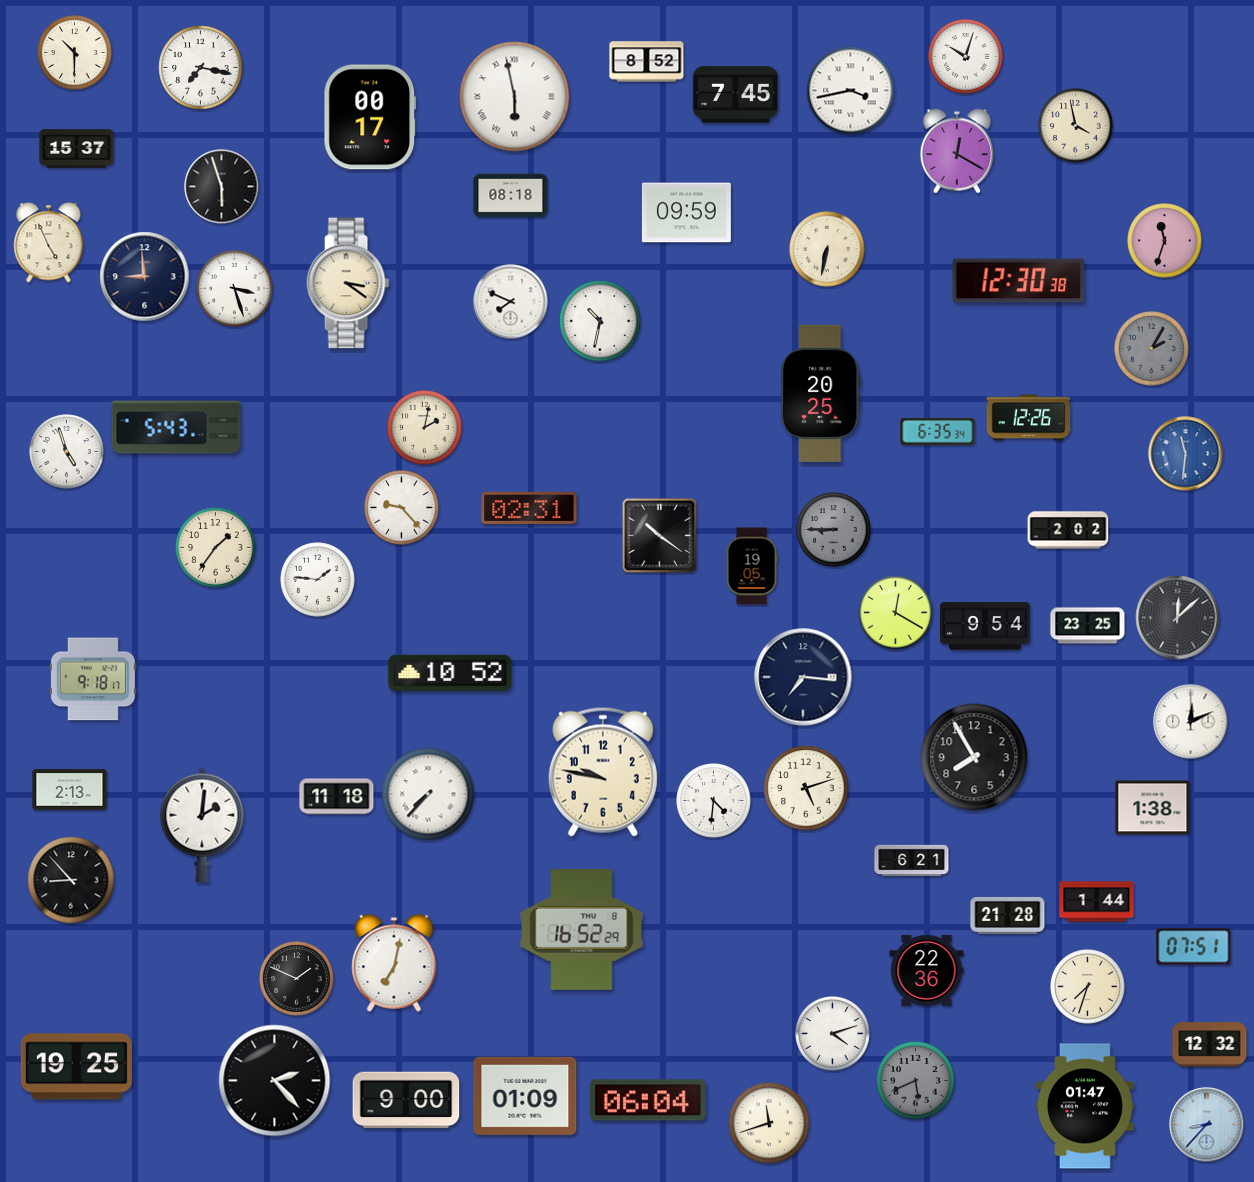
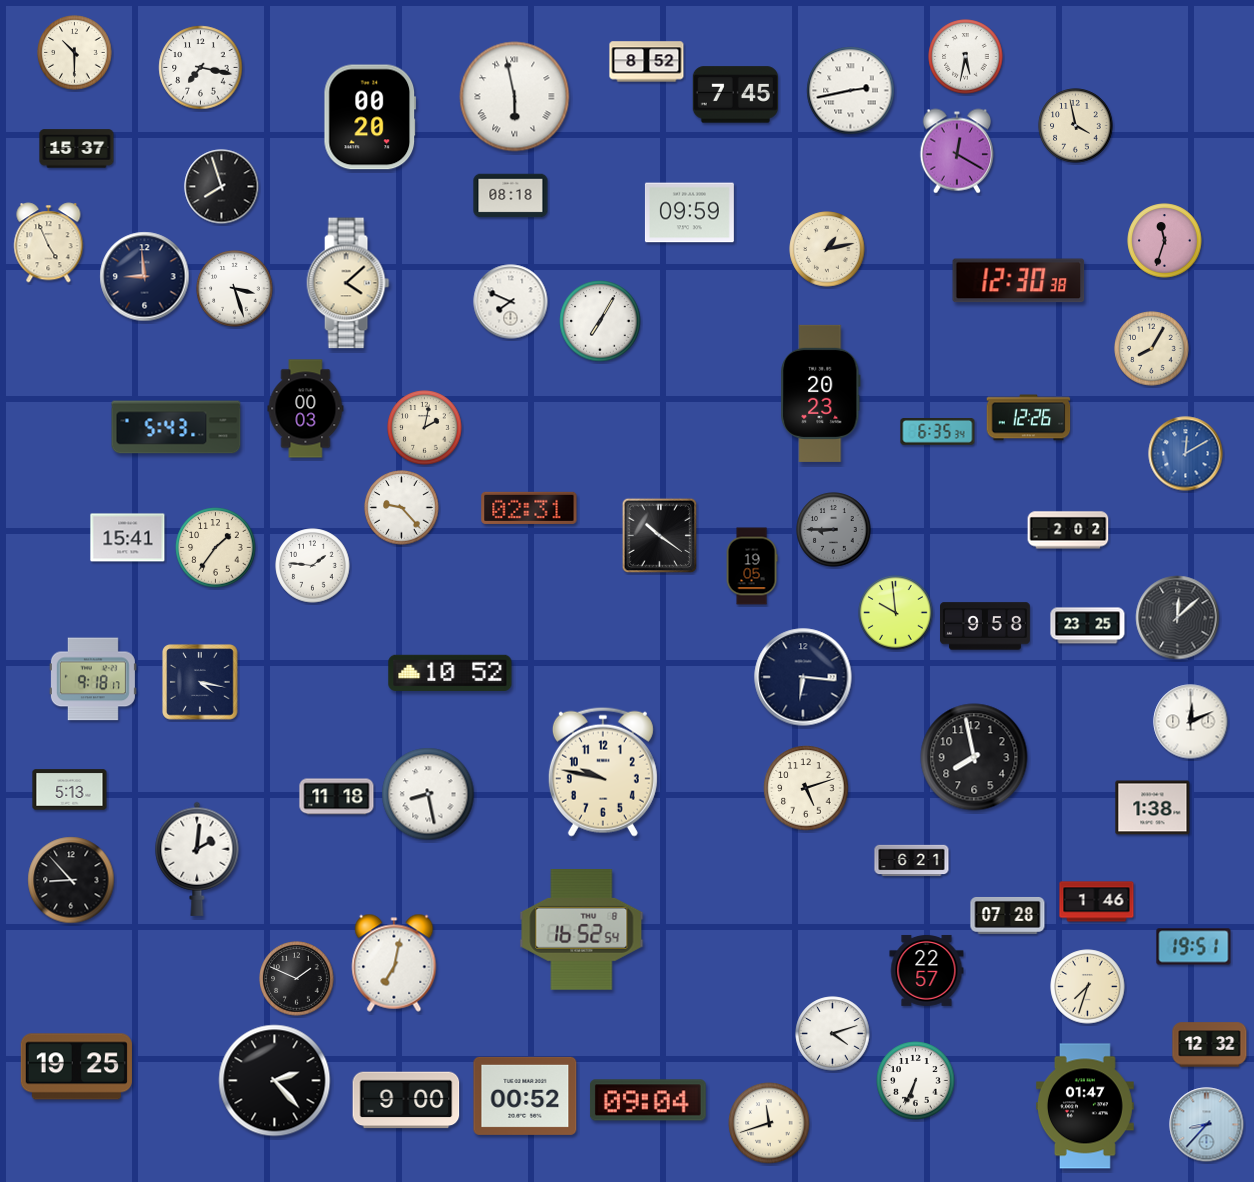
clock at (966, 57): 10:03 -> 5:32
clock at (851, 91): 3:43 -> 2:43
clock at (370, 117): 00:17 -> 00:20
clock at (222, 187): 5:57 -> 7:57
clock at (686, 213) position: (686, 213) -> (689, 213)
clock at (827, 249): 6:32 -> 1:13
clock at (348, 283): 3:21 -> 4:08
clock at (600, 321): 10:32 -> 7:05
clock at (1152, 349): 2:05 -> 8:05
clock at (1152, 349) dial: grey -> cream
clock at (821, 393): 20:25 -> 20:23
clock at (306, 409): none -> 00:03
clock at (67, 452): 4:57 -> none
clock at (1186, 454): 11:31 -> 12:10
clock at (128, 538): none -> 15:41
clock at (318, 580) position: (318, 580) -> (313, 566)
clock at (896, 613): 12:20 -> 9:59
clock at (986, 626): 9:54 -> 9:58
clock at (803, 677): 7:16 -> 6:16
clock at (200, 682): none -> 4:17
clock at (974, 757): 7:55 -> 7:58
clock at (70, 790): 2:13 -> 5:13
clock at (428, 794): 7:37 -> 8:28
clock at (714, 801): 4:31 -> none
clock at (202, 825) position: (202, 825) -> (197, 859)
clock at (1097, 902): 1:44 -> 1:46
clock at (1008, 915): 21:28 -> 07:28
clock at (582, 930): 16:52:29 -> 16:52:54
clock at (1194, 947): 07:51 -> 19:51
clock at (927, 970): 22:36 -> 22:57
clock at (916, 1081): 5:41 -> 6:34
clock at (916, 1081) dial: grey -> white
clock at (525, 1096): 01:09 -> 00:52
clock at (648, 1100): 06:04 -> 09:04
